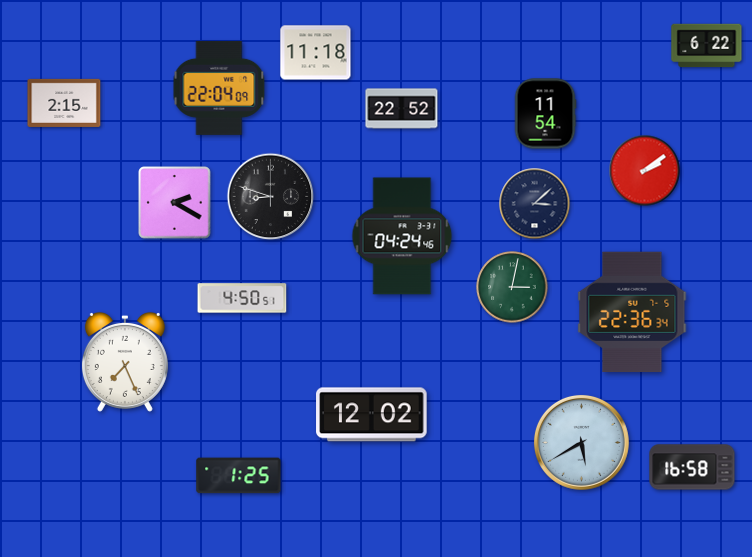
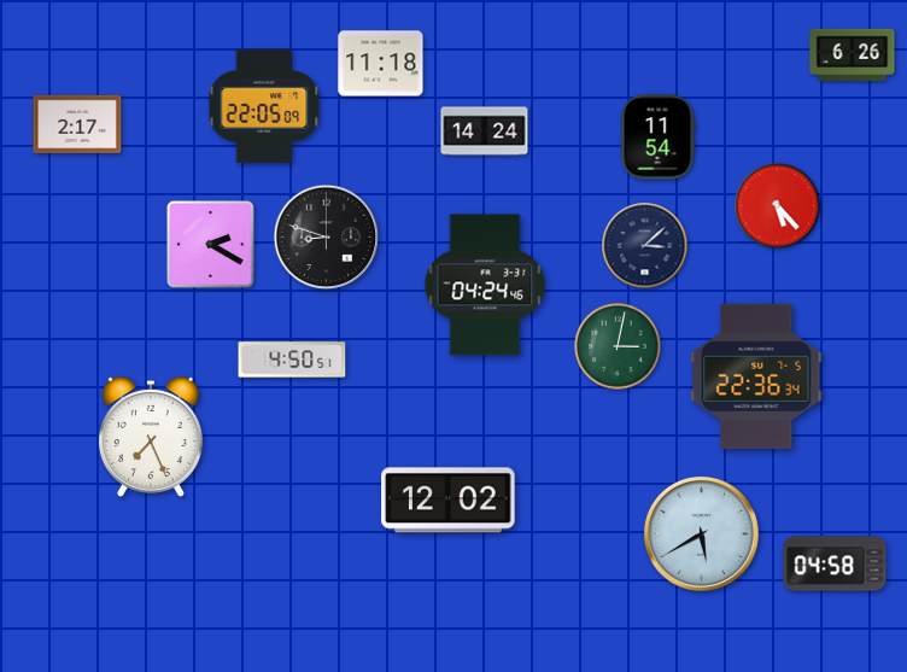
clock at (707, 46): 6:22 -> 6:26
clock at (219, 88): 22:04 -> 22:05
clock at (64, 103): 2:15 -> 2:17
clock at (402, 109): 22:52 -> 14:24
clock at (645, 171): 2:09 -> 5:23
clock at (632, 312) position: (632, 312) -> (756, 376)
clock at (692, 467): 16:58 -> 04:58
clock at (239, 476): 1:25 -> none
